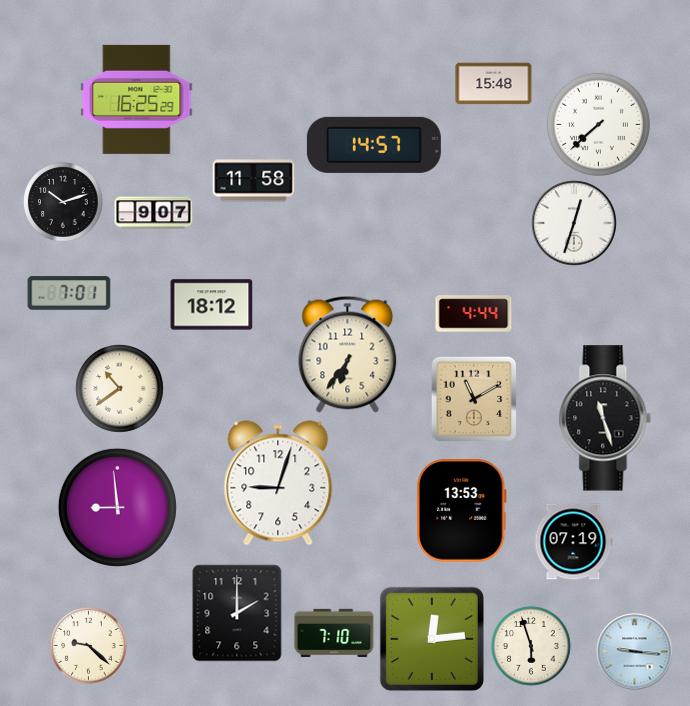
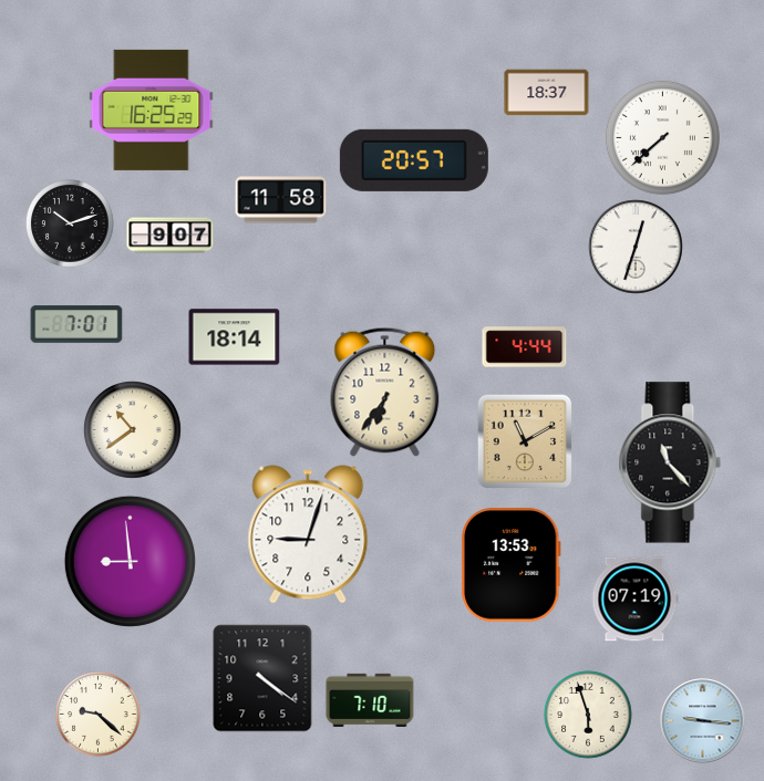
clock at (494, 84): 15:48 -> 18:37
clock at (374, 145): 14:57 -> 20:57
clock at (212, 305): 18:12 -> 18:14
clock at (605, 418): 11:27 -> 11:23
clock at (237, 613): 2:00 -> 4:21
clock at (432, 639): 12:14 -> none
